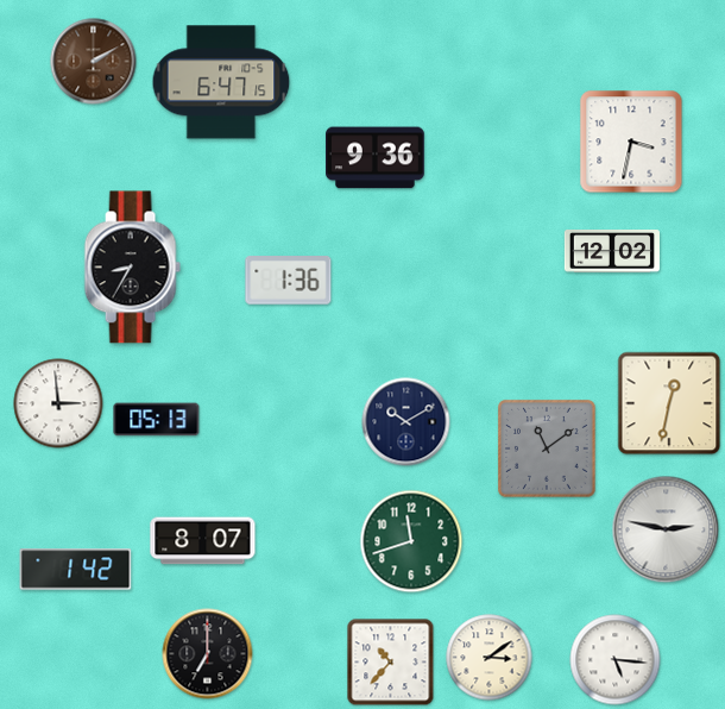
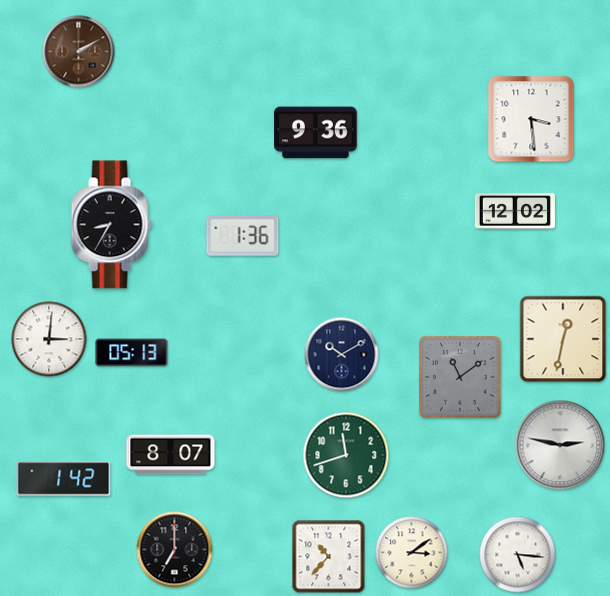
clock at (221, 82): 6:47 -> none
clock at (631, 142): 3:32 -> 3:29
clock at (58, 403): 2:59 -> 3:01
